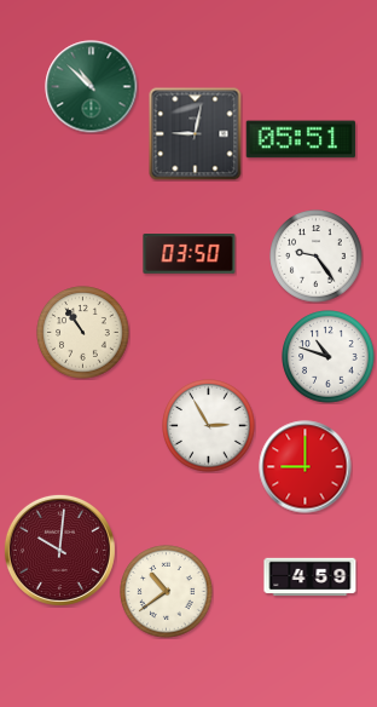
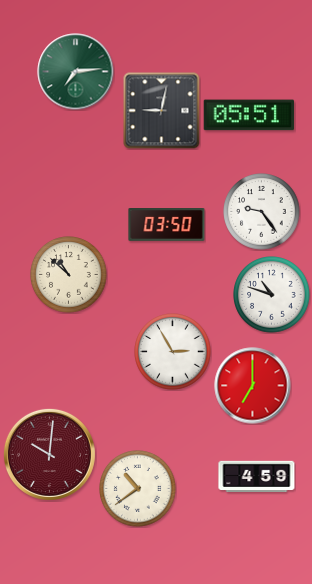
clock at (92, 87): 10:52 -> 7:14
clock at (190, 254) position: (190, 254) -> (167, 225)
clock at (83, 333): 10:54 -> 10:52
clock at (306, 467): 9:00 -> 7:00
